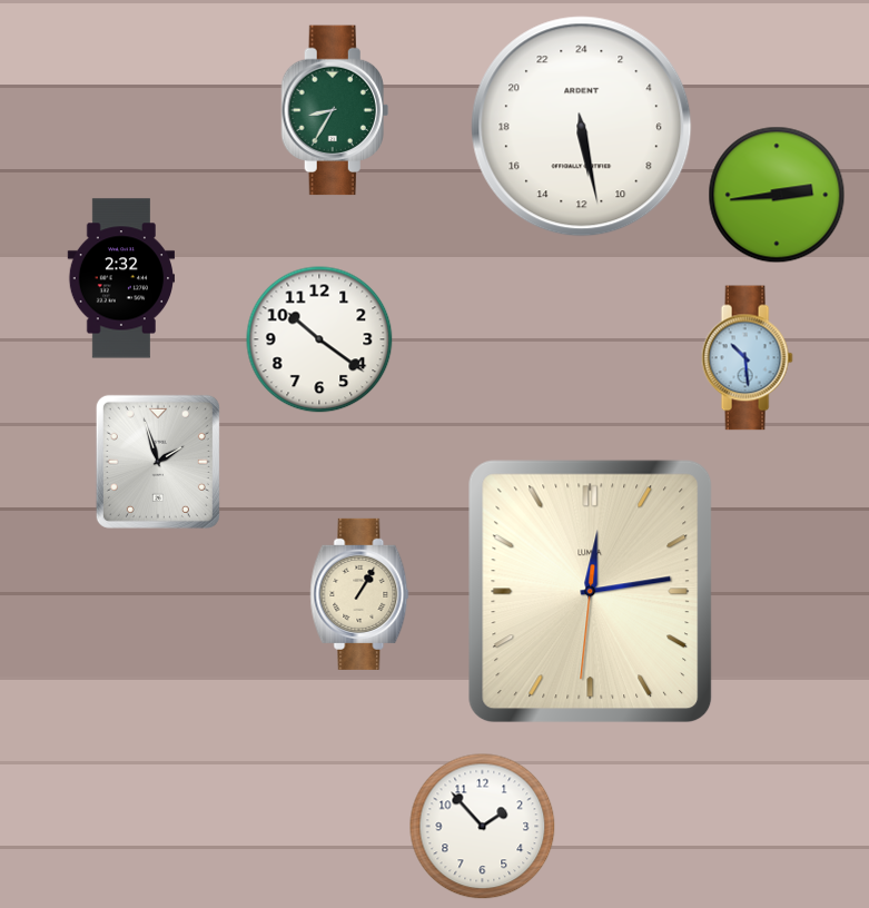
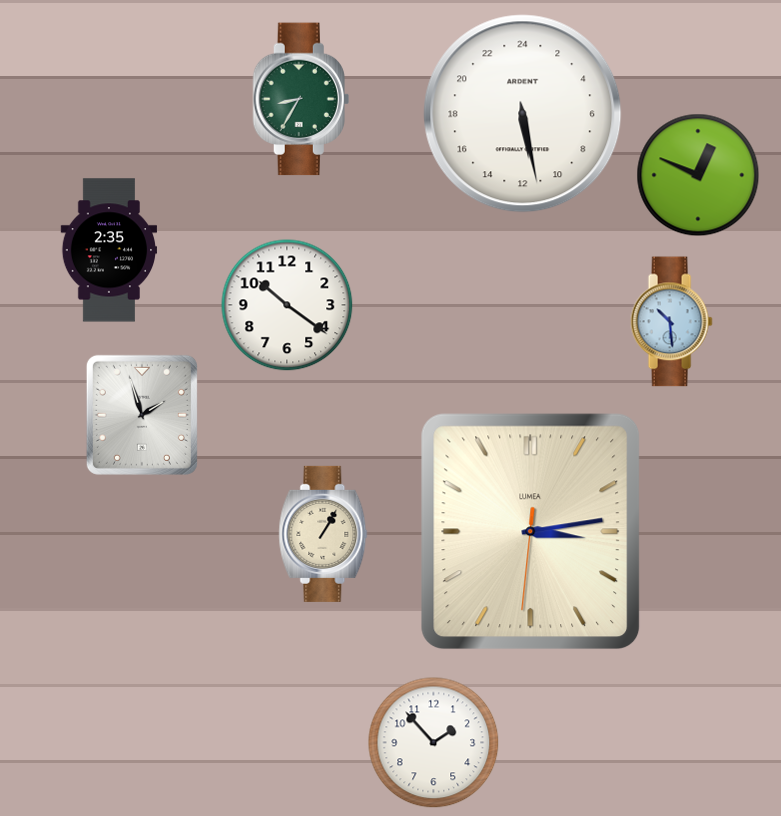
clock at (777, 195): 2:44 -> 12:49
clock at (120, 278): 2:32 -> 2:35
clock at (591, 592): 12:13 -> 3:13
